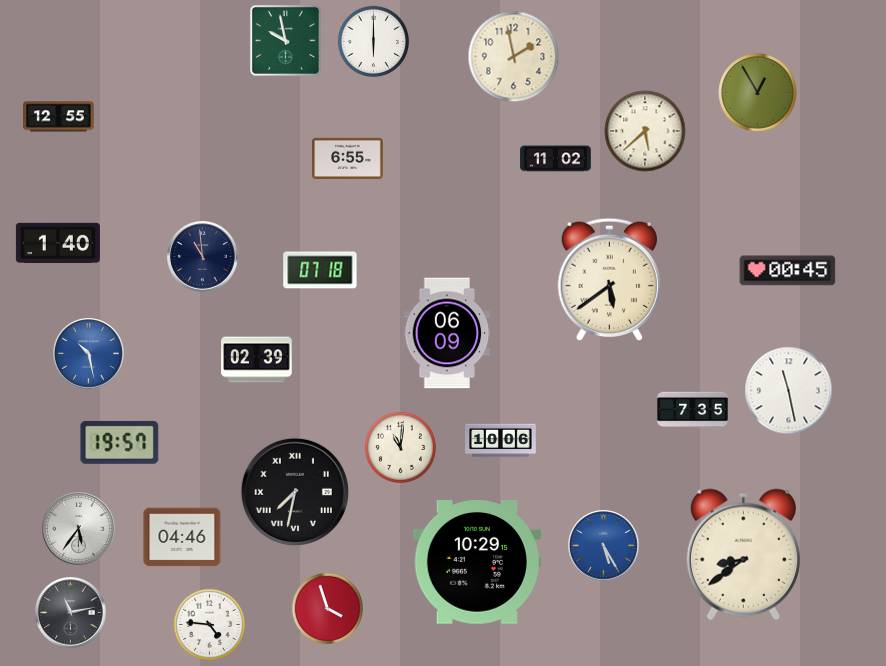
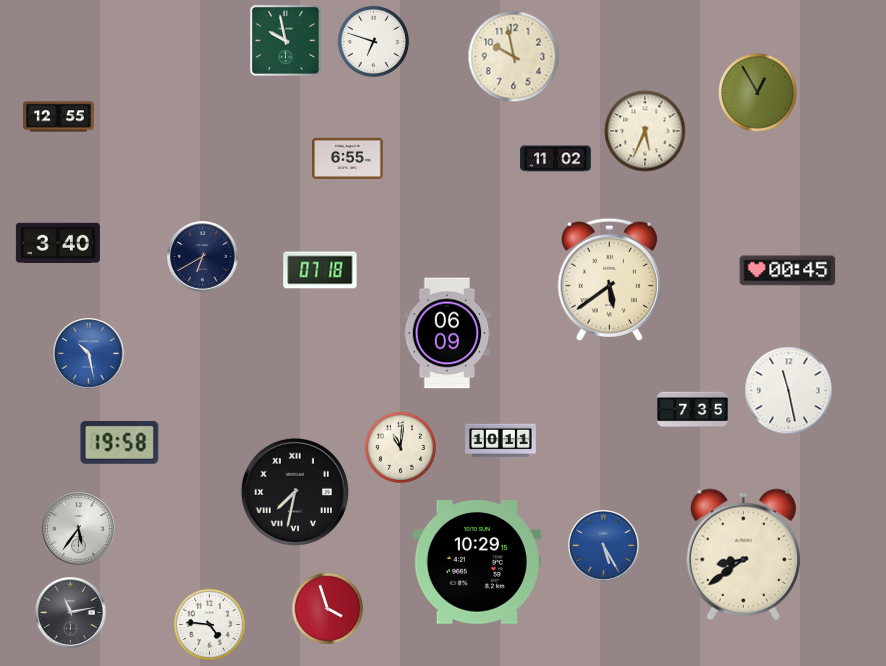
clock at (373, 41): 6:00 -> 6:48
clock at (514, 57): 1:58 -> 9:58
clock at (645, 131): 5:38 -> 5:34
clock at (58, 243): 1:40 -> 3:40
clock at (203, 257): 10:59 -> 6:40
clock at (257, 360): 02:39 -> none
clock at (501, 441): 10:06 -> 10:11
clock at (120, 442): 19:57 -> 19:58
clock at (182, 537): 04:46 -> none
